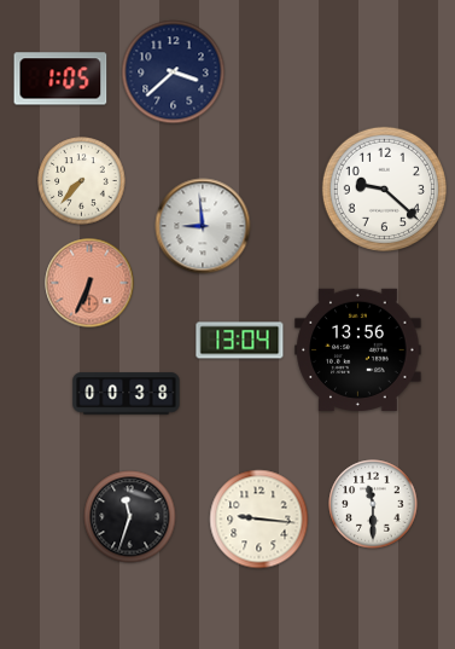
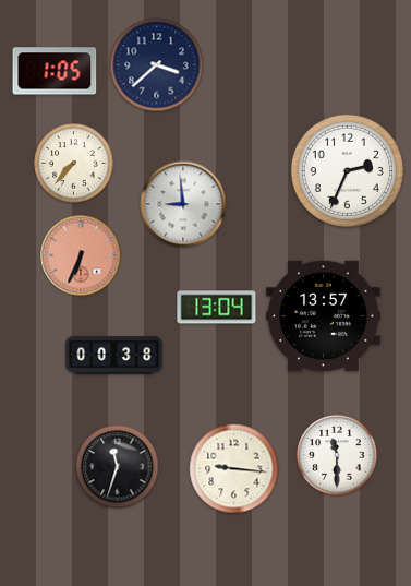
clock at (384, 189): 9:22 -> 2:34
clock at (358, 349): 13:56 -> 13:57
